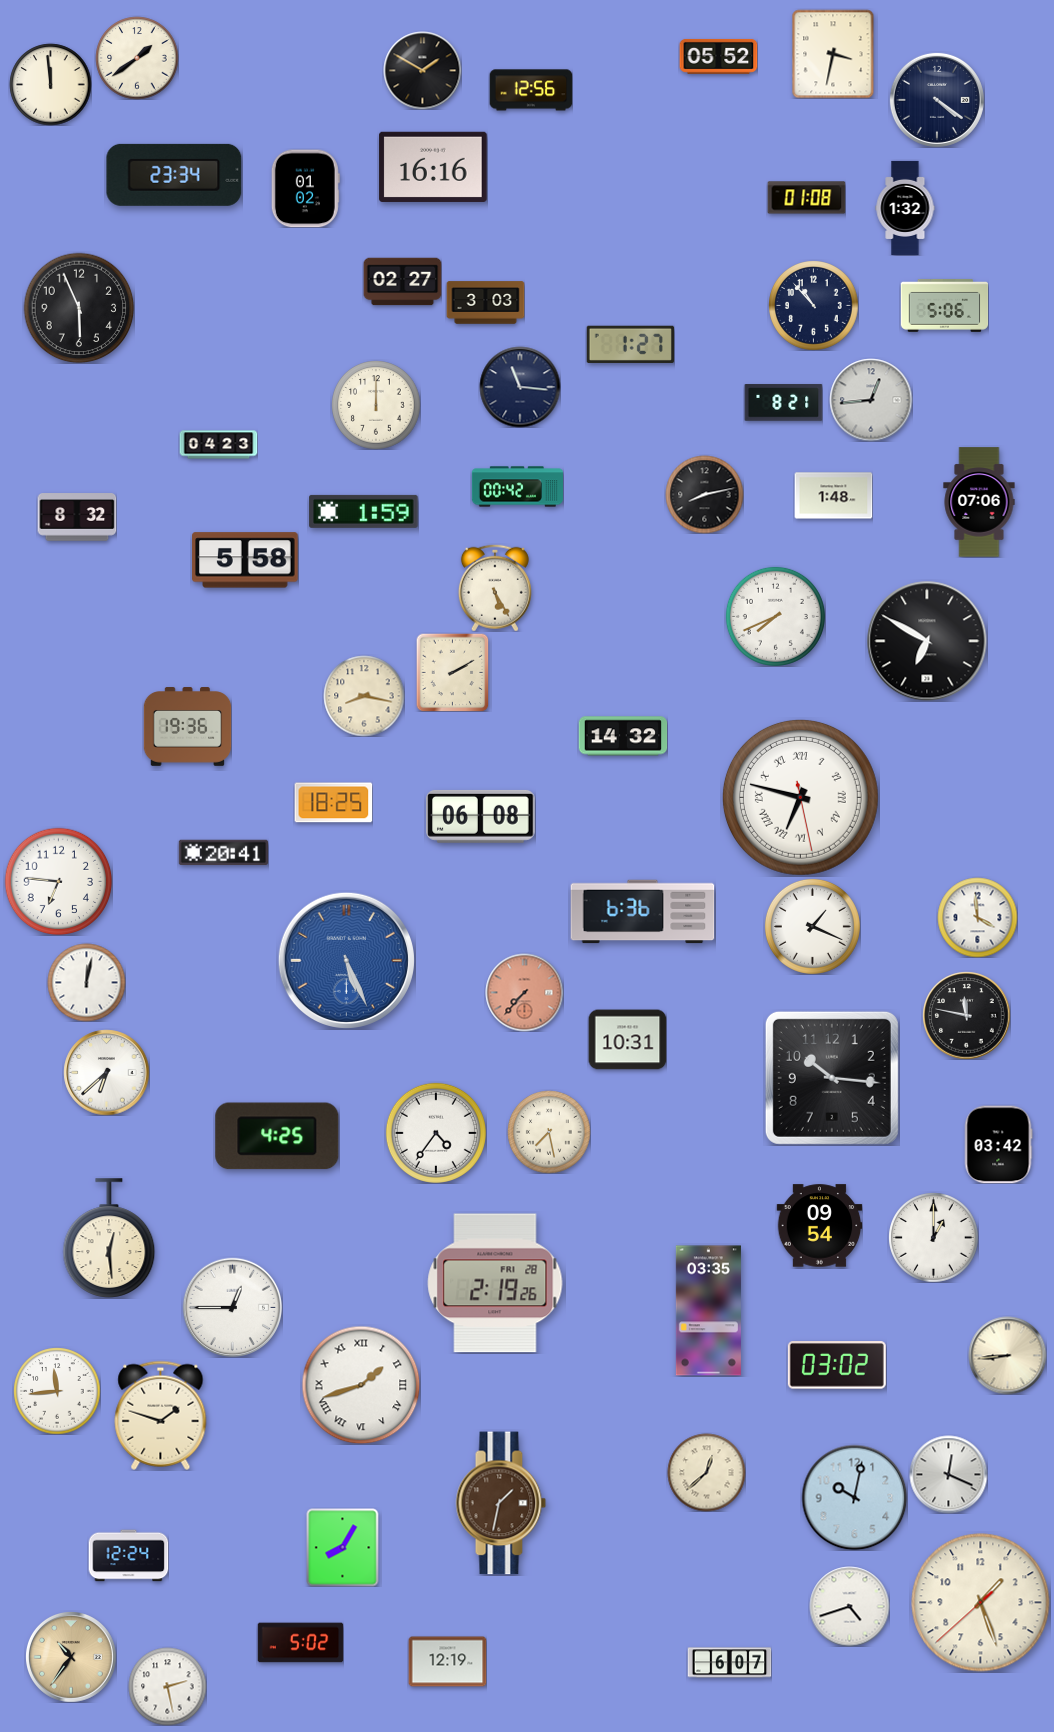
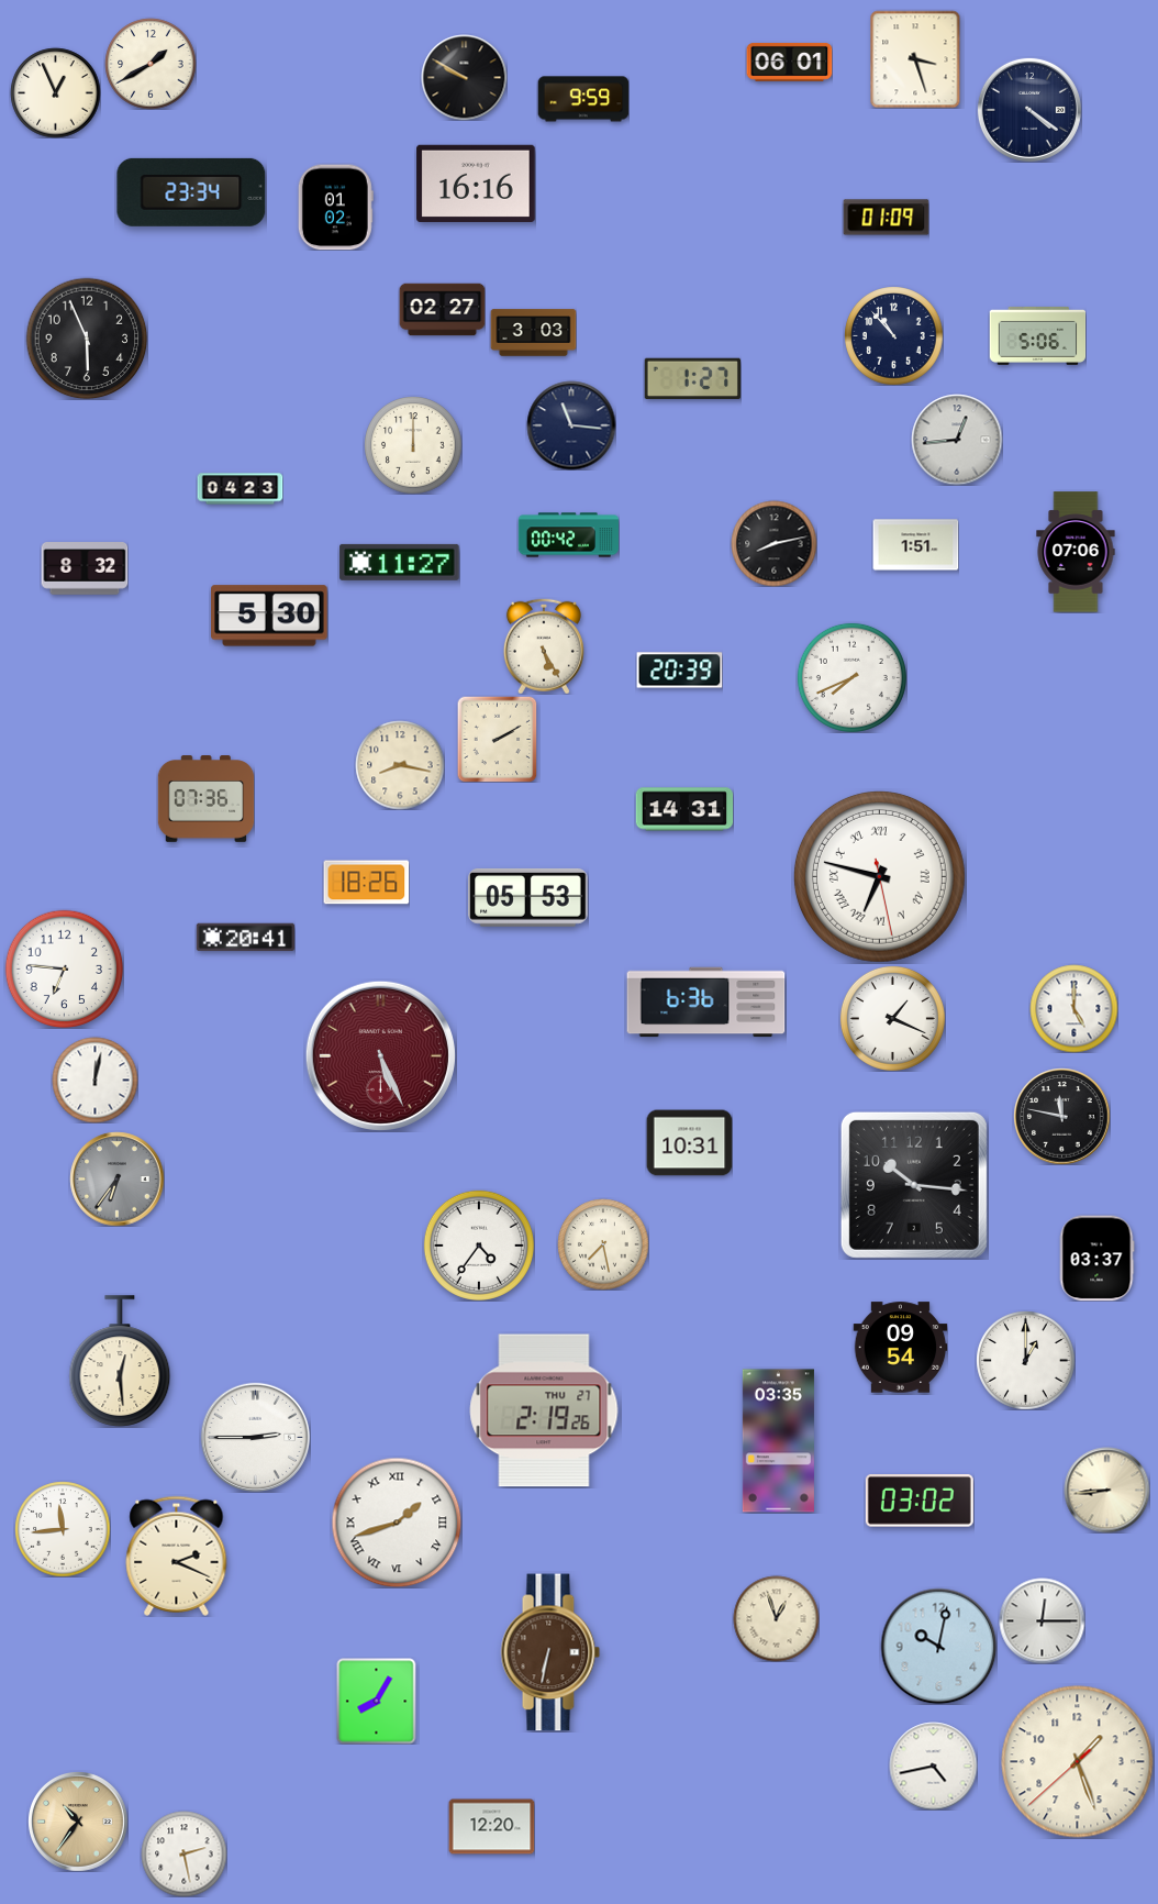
clock at (833, 54): 3:32 -> 3:27
clock at (718, 56): 05:52 -> 06:01
clock at (137, 58): 1:39 -> 1:40
clock at (422, 70): 1:50 -> 9:50
clock at (50, 84): 11:59 -> 12:56
clock at (531, 90): 12:56 -> 9:59
clock at (806, 198): 01:08 -> 01:09
clock at (905, 208): 1:32 -> none
clock at (783, 403): 8:21 -> none
clock at (833, 496): 1:48 -> 1:51
clock at (364, 511): 1:59 -> 11:27
clock at (245, 560): 5:58 -> 5:30
clock at (679, 671): none -> 20:39
clock at (927, 641): 6:50 -> none
clock at (187, 727): 19:36 -> 07:36
clock at (623, 736): 14:32 -> 14:31
clock at (333, 803): 18:25 -> 18:26
clock at (481, 816): 06:08 -> 05:53
clock at (977, 917): 3:59 -> 5:00
clock at (346, 960) dial: blue -> burgundy
clock at (524, 992): 7:37 -> none
clock at (106, 1072): 6:38 -> 6:36
clock at (106, 1072) dial: white -> grey
clock at (277, 1136): 4:25 -> none
clock at (998, 1144): 03:42 -> 03:37
clock at (495, 1283) date: FRI 28 -> THU 27
clock at (232, 1307): 12:45 -> 2:45
clock at (161, 1415): 1:48 -> 2:19
clock at (706, 1472): 12:38 -> 12:57
clock at (948, 1474): 12:19 -> 12:15
clock at (501, 1503): 1:32 -> 6:32
clock at (128, 1556): 12:24 -> none
clock at (849, 1606): 4:42 -> 4:43
clock at (300, 1643): 5:02 -> none
clock at (447, 1662): 12:19 -> 12:20
clock at (729, 1663): 6:07 -> none
